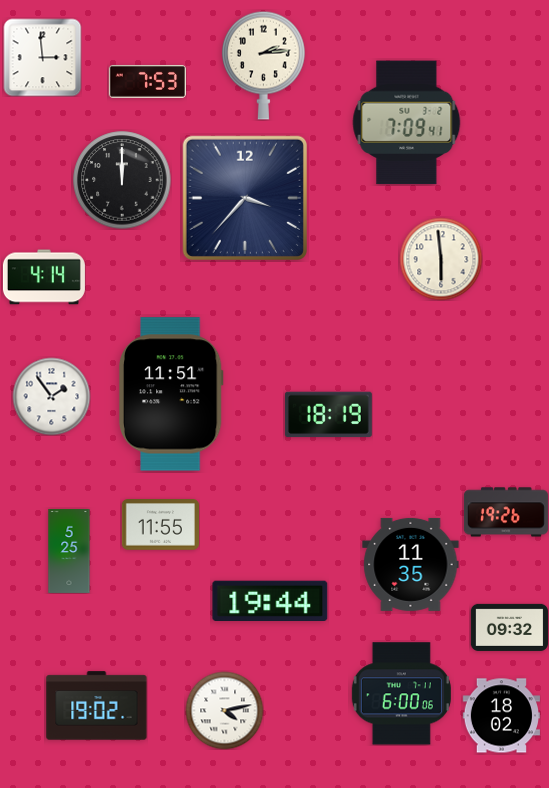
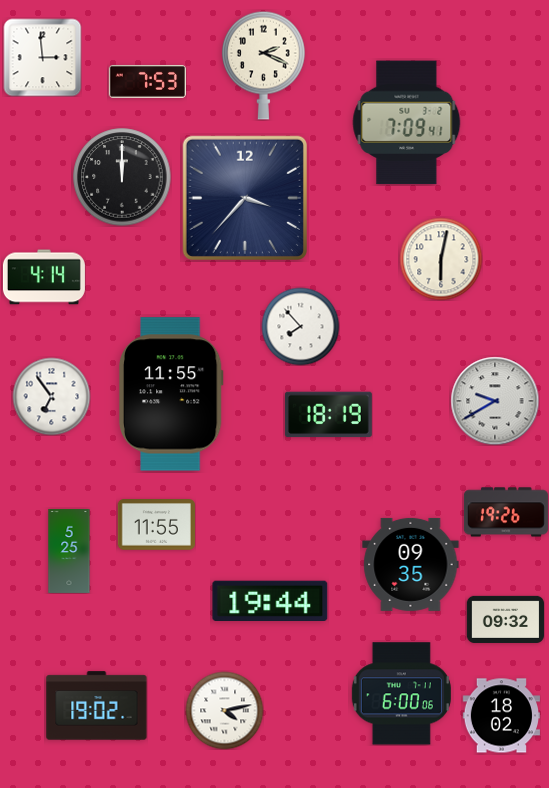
clock at (263, 65): 2:14 -> 2:19
clock at (122, 180) position: (122, 180) -> (122, 177)
clock at (441, 259): 5:59 -> 6:02
clock at (300, 326): none -> 7:53
clock at (171, 394): 11:51 -> 11:55
clock at (51, 396): 1:54 -> 6:54
clock at (495, 401): none -> 9:40
clock at (160, 525) position: (160, 525) -> (156, 525)
clock at (411, 564): 11:35 -> 09:35
clock at (509, 627) position: (509, 627) -> (505, 619)
